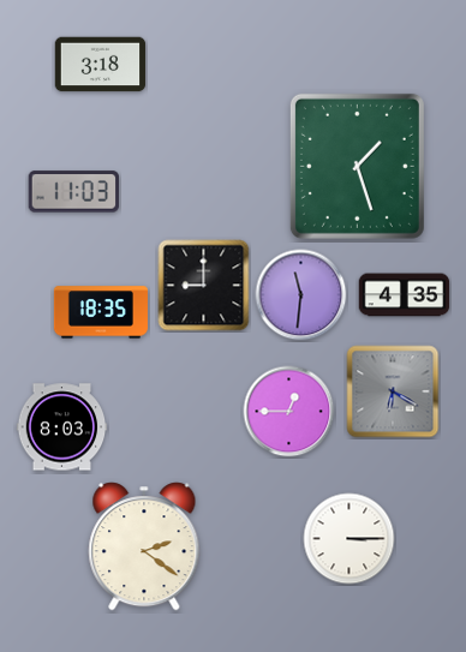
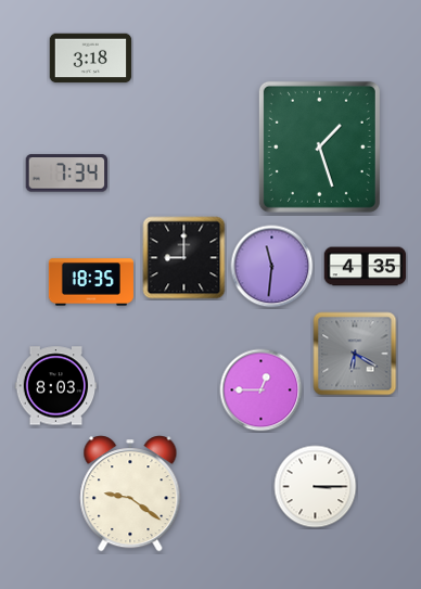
clock at (357, 166) position: (357, 166) -> (319, 146)
clock at (73, 192): 11:03 -> 7:34
clock at (289, 412) position: (289, 412) -> (261, 390)
clock at (144, 546): 2:21 -> 9:21
